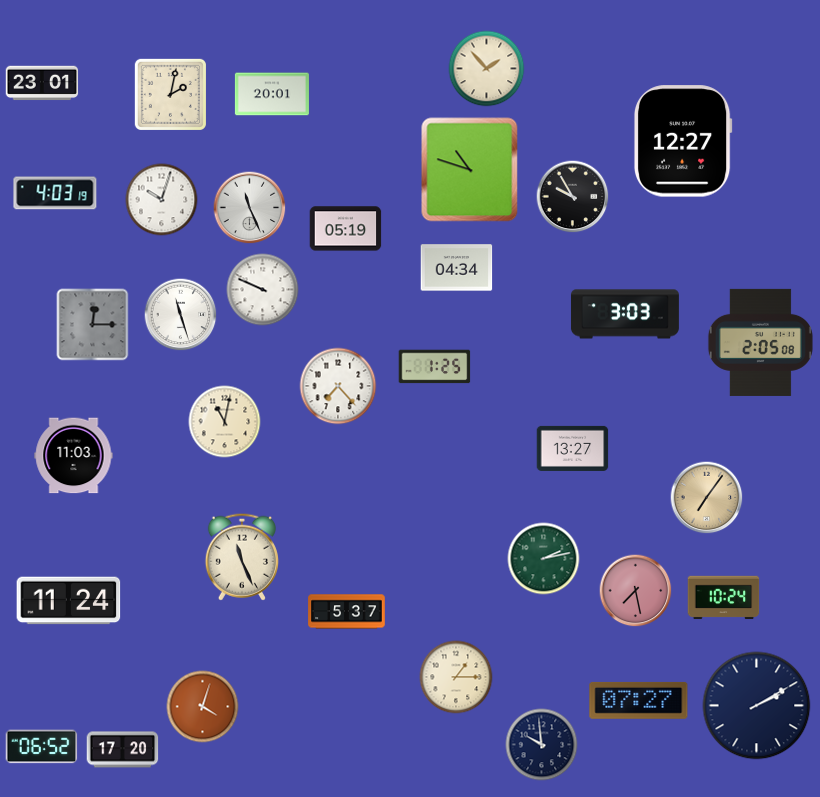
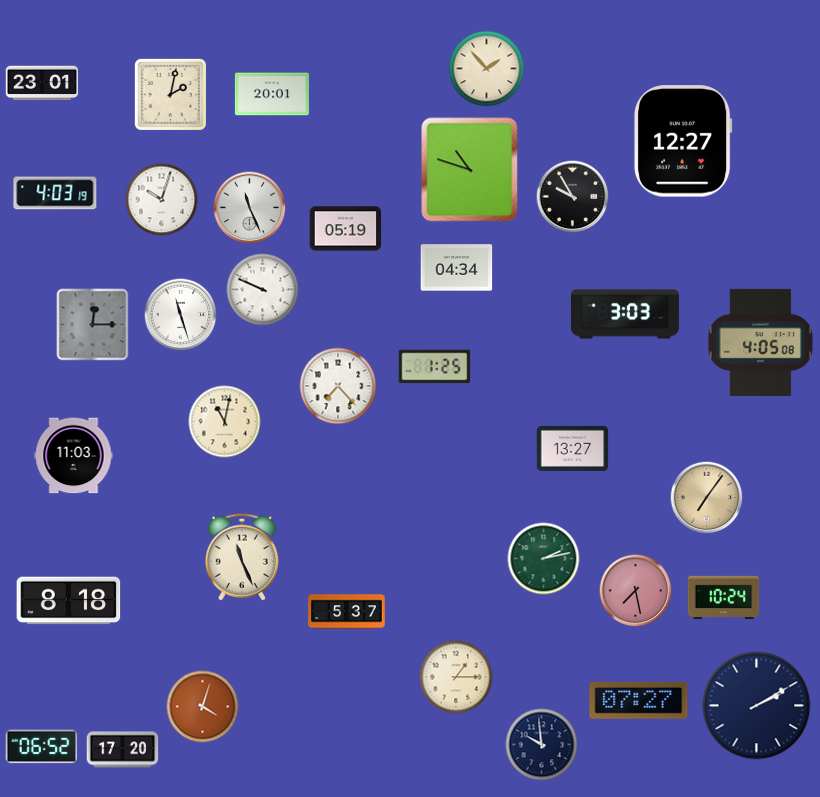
clock at (760, 342): 2:05 -> 4:05
clock at (69, 601): 11:24 -> 8:18
